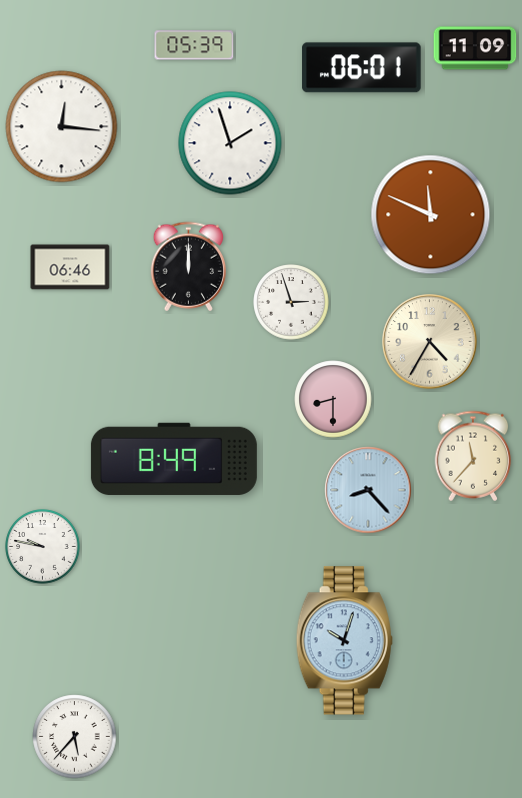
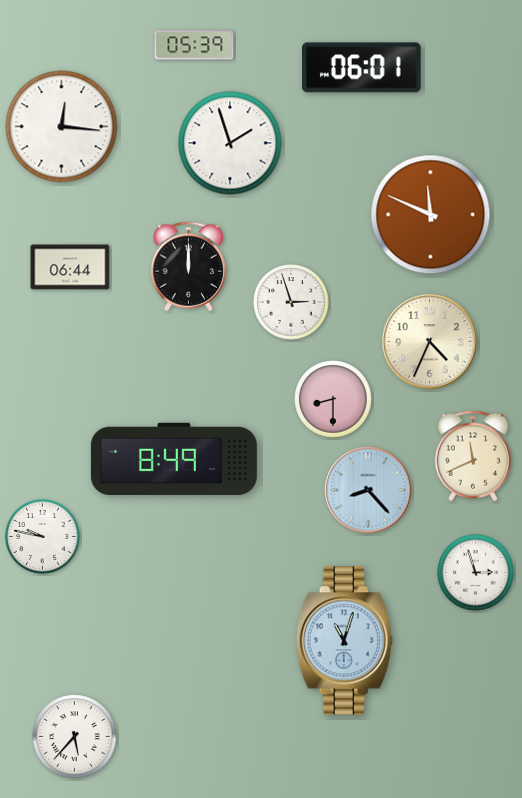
clock at (475, 48): 11:09 -> none
clock at (70, 267): 06:46 -> 06:44
clock at (430, 342): 4:35 -> 4:34
clock at (473, 456): 11:37 -> 11:41
clock at (43, 547) position: (43, 547) -> (43, 537)
clock at (476, 573): none -> 2:57
clock at (344, 641): 10:03 -> 11:03
